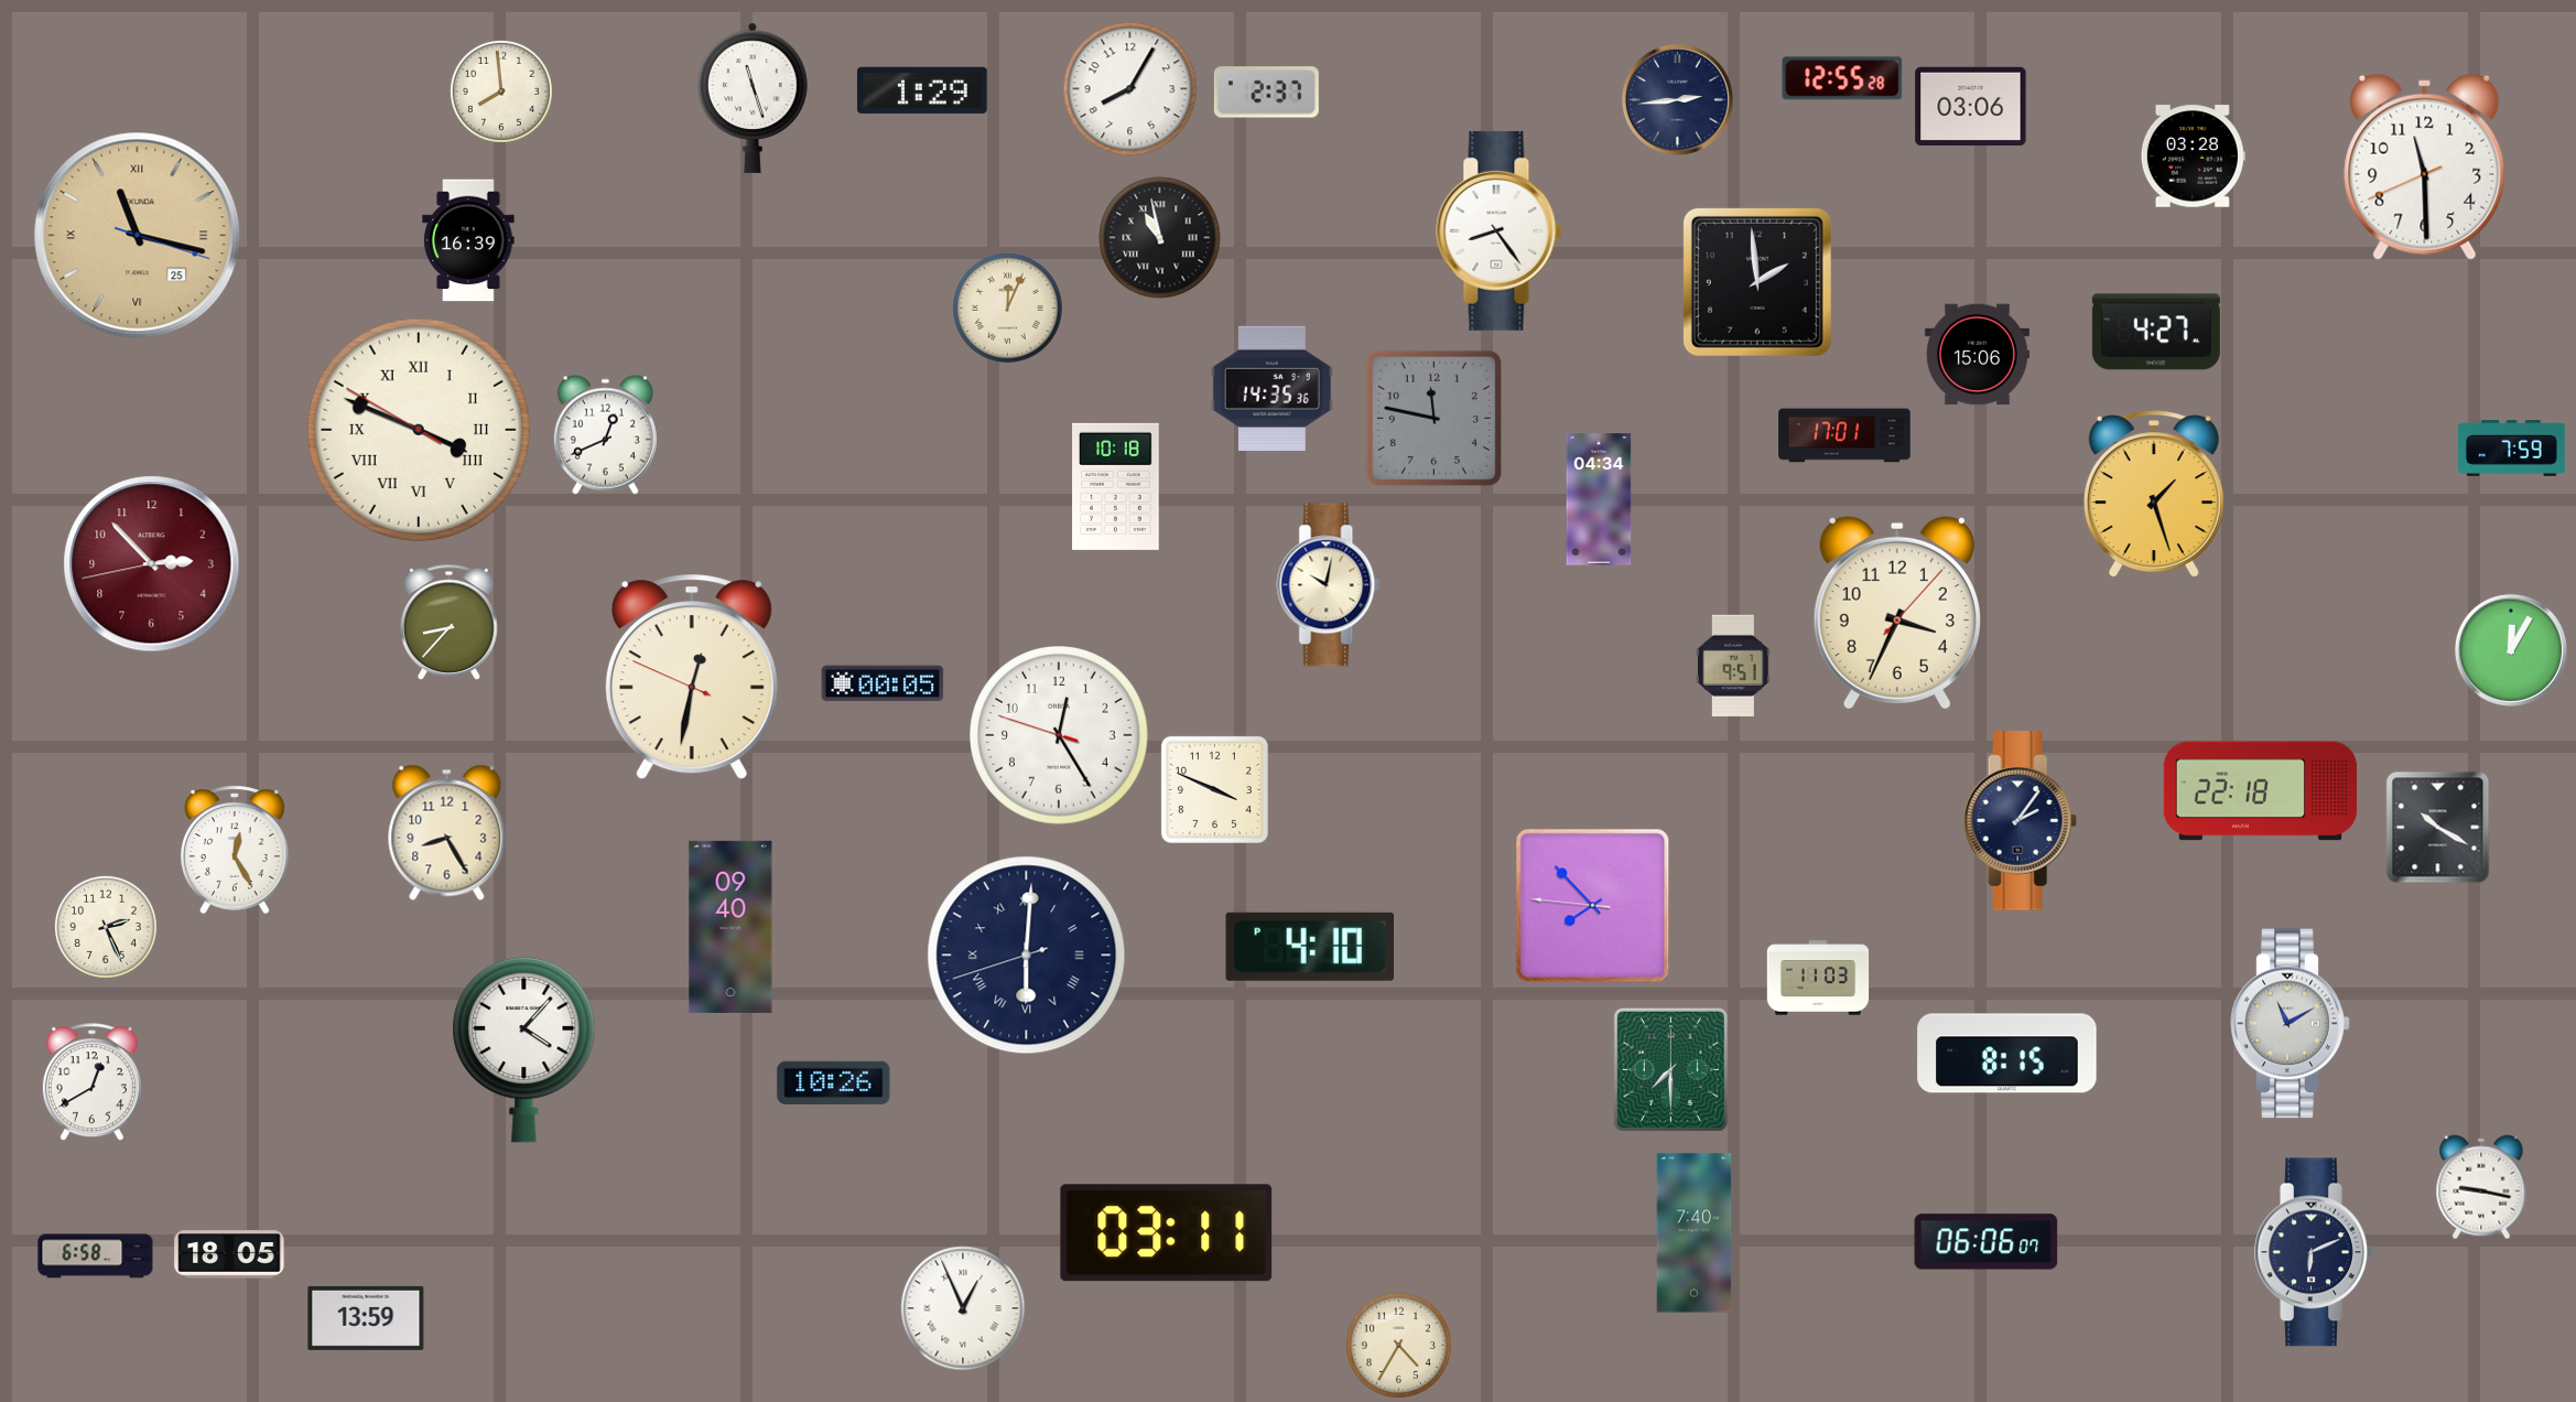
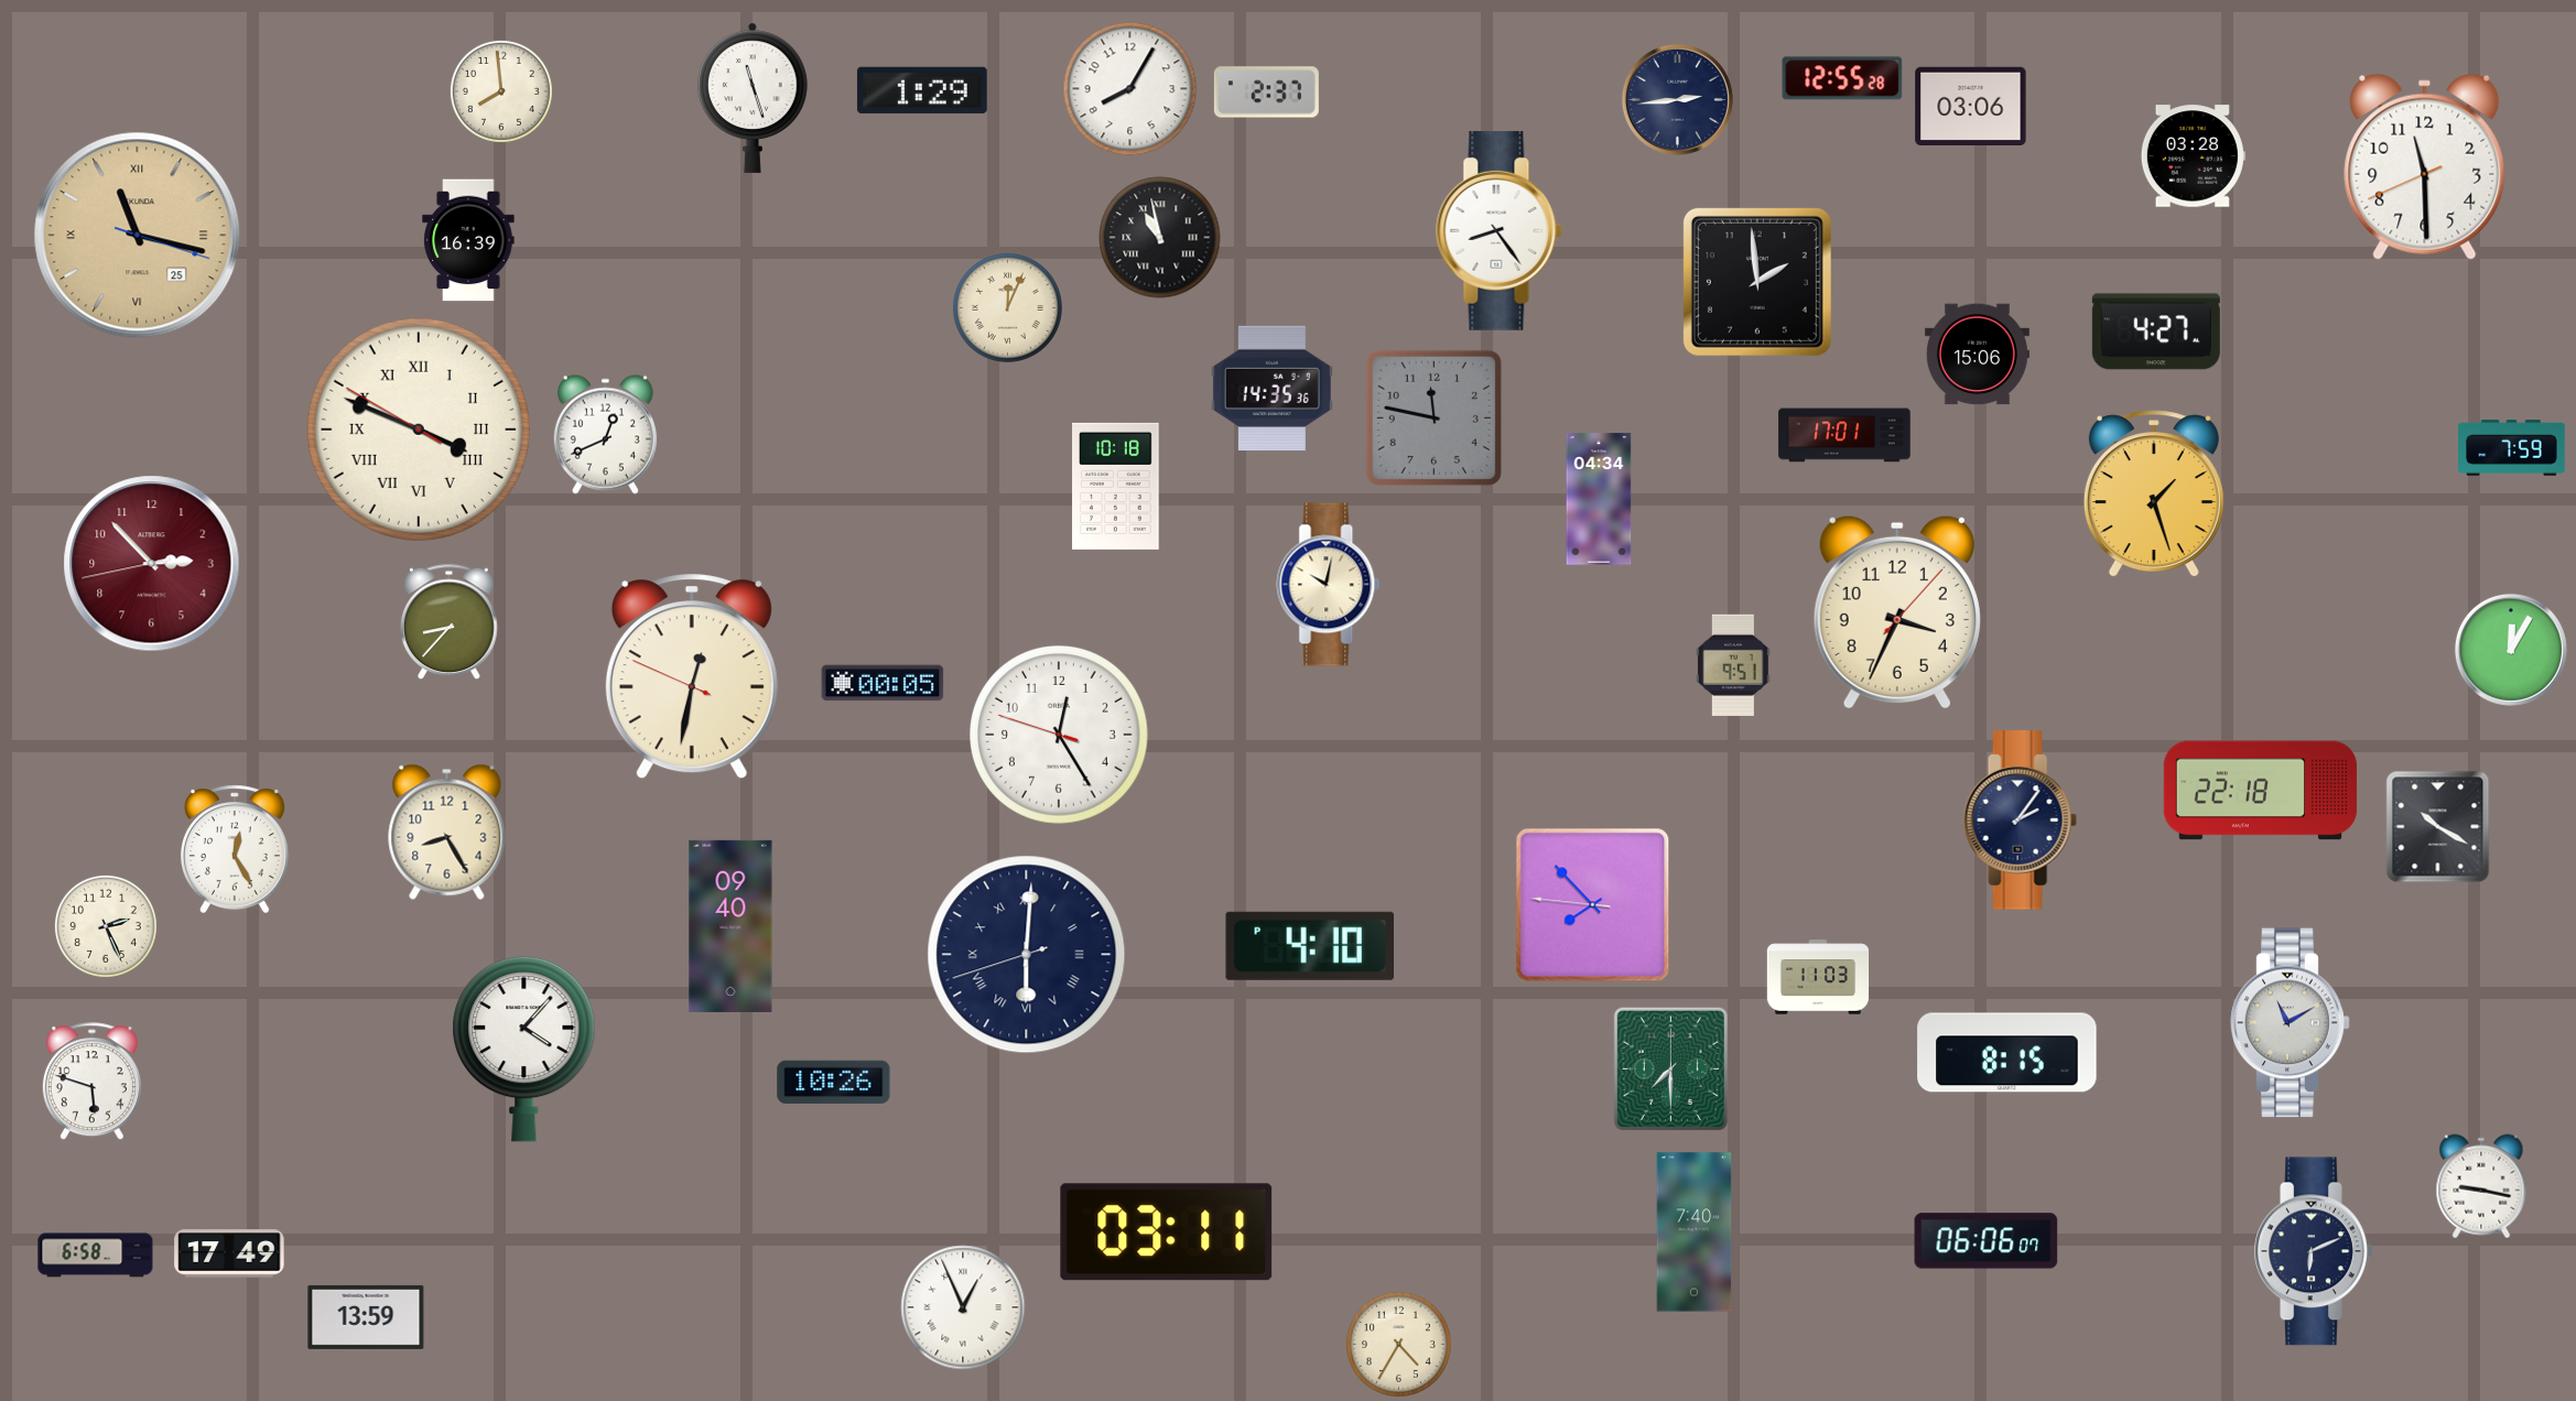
clock at (1214, 789): 3:49 -> none
clock at (91, 1082): 12:40 -> 5:48
clock at (229, 1254): 18:05 -> 17:49
